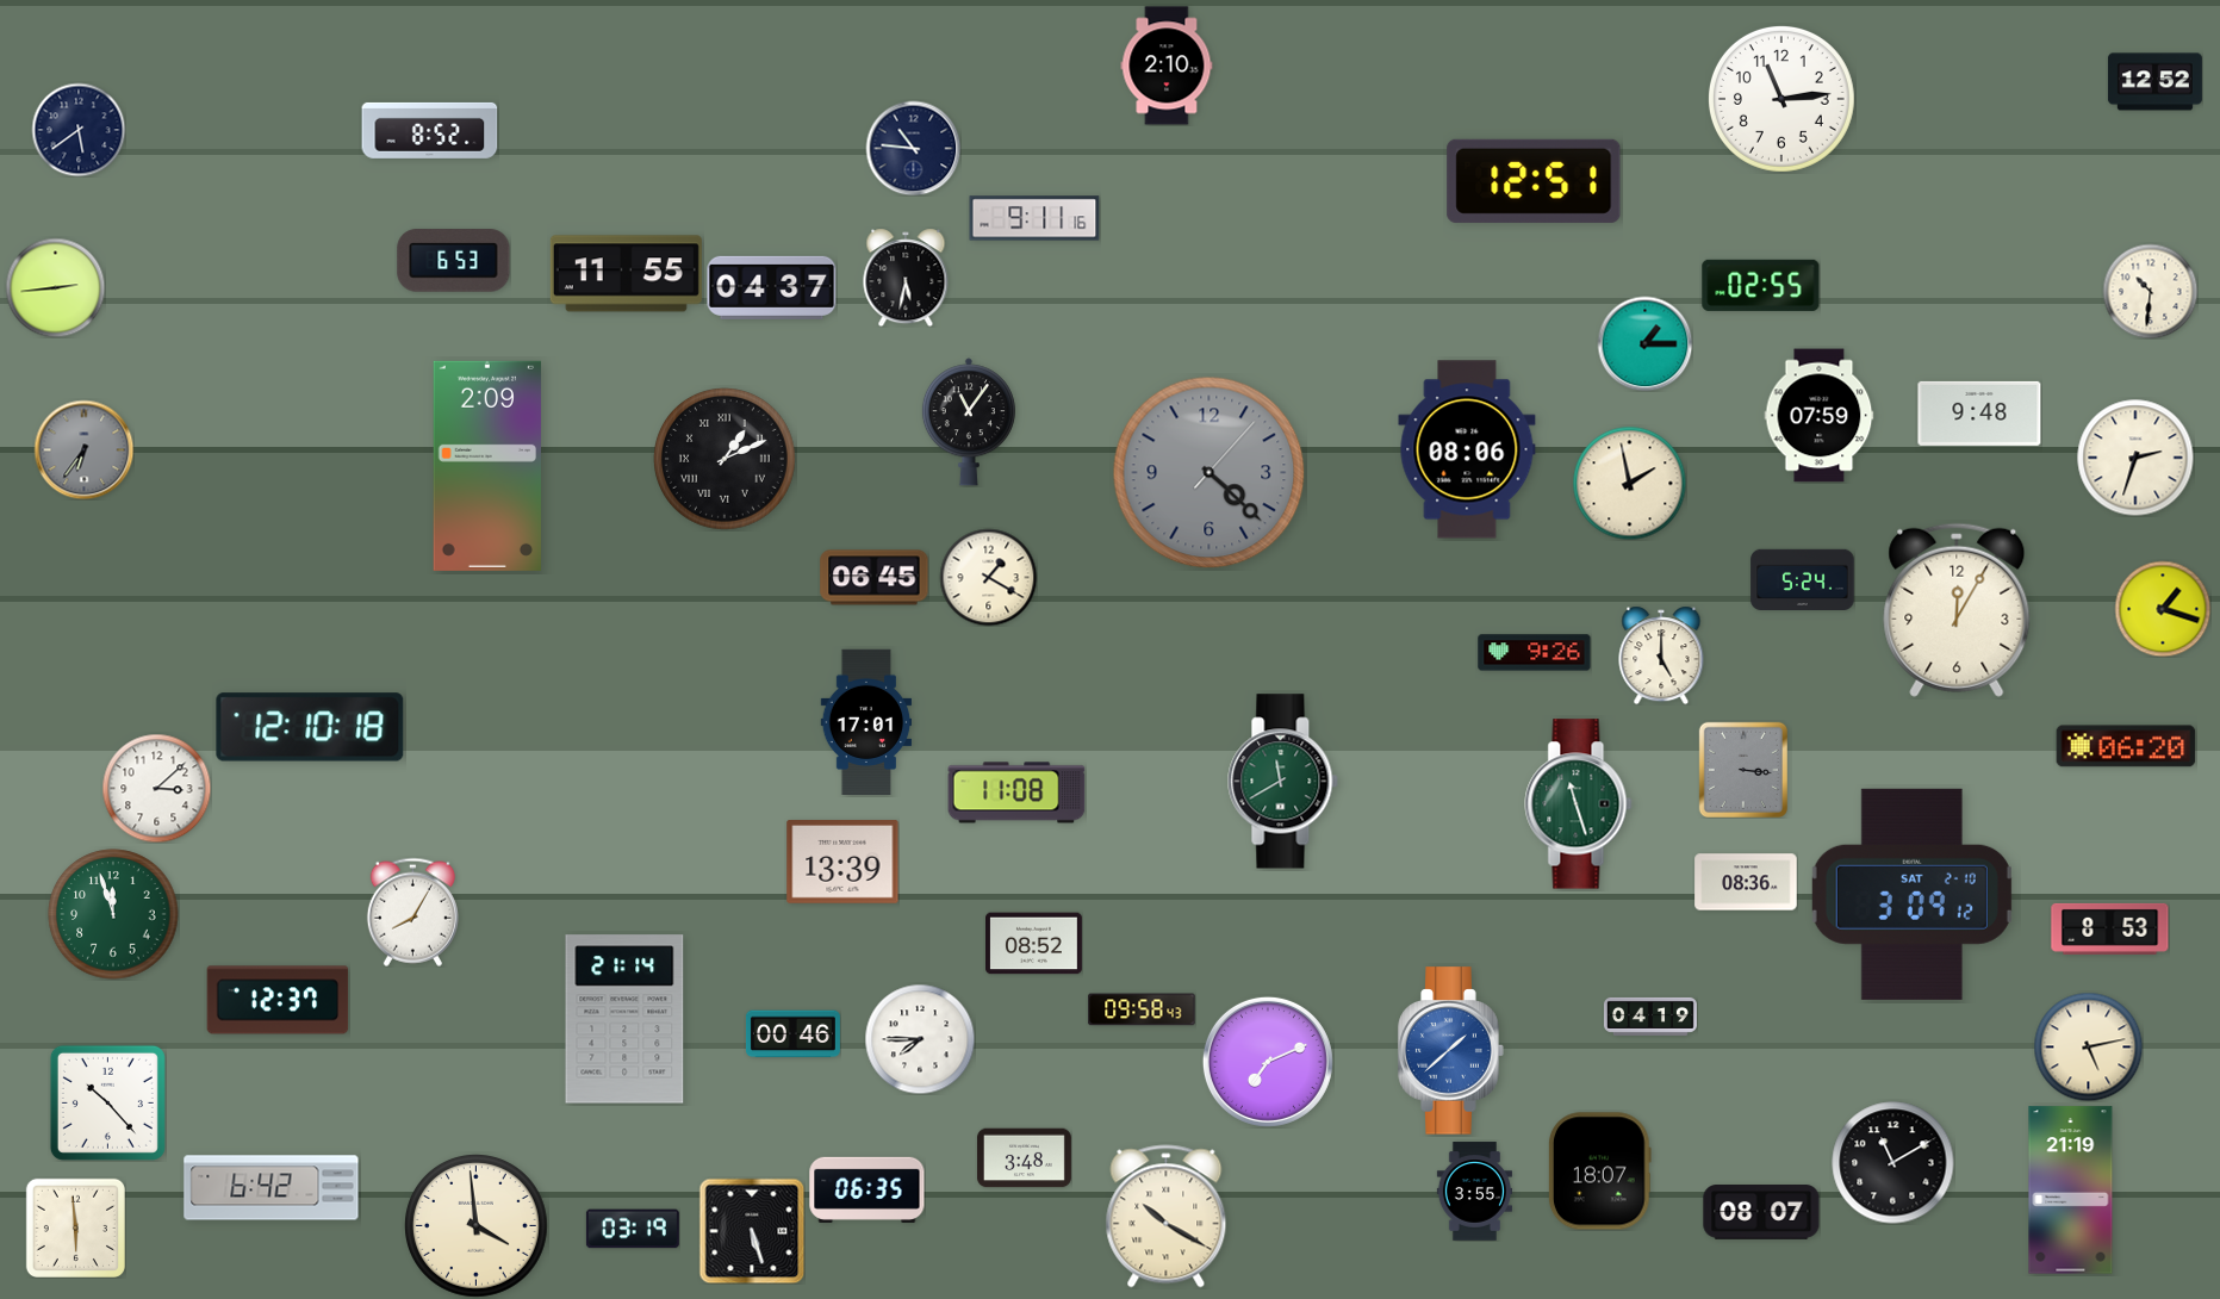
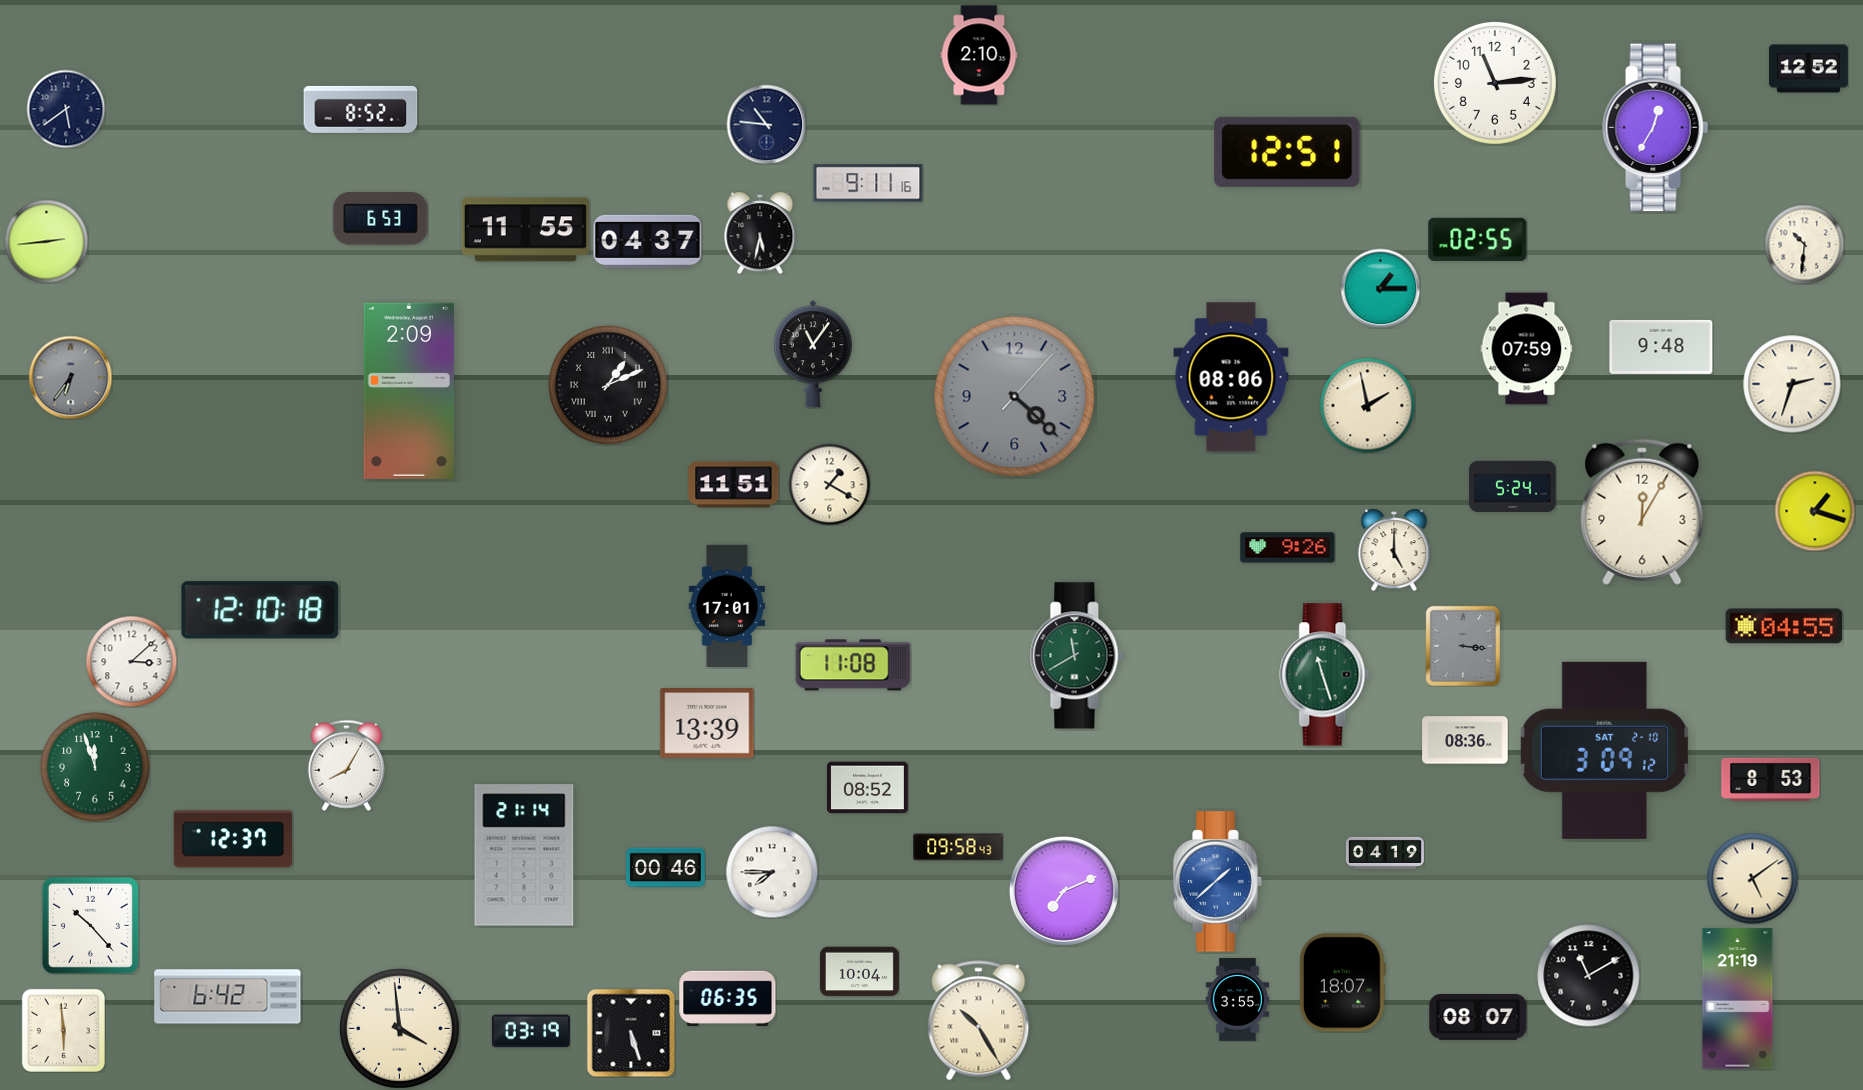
clock at (1656, 128): none -> 12:35
clock at (875, 578): 06:45 -> 11:51
clock at (2126, 746): 06:20 -> 04:55
clock at (1034, 944) position: (1034, 944) -> (868, 788)
clock at (2088, 1046): 5:13 -> 5:09
clock at (1024, 1158): 3:48 -> 10:04
clock at (1167, 1217): 10:20 -> 10:25
